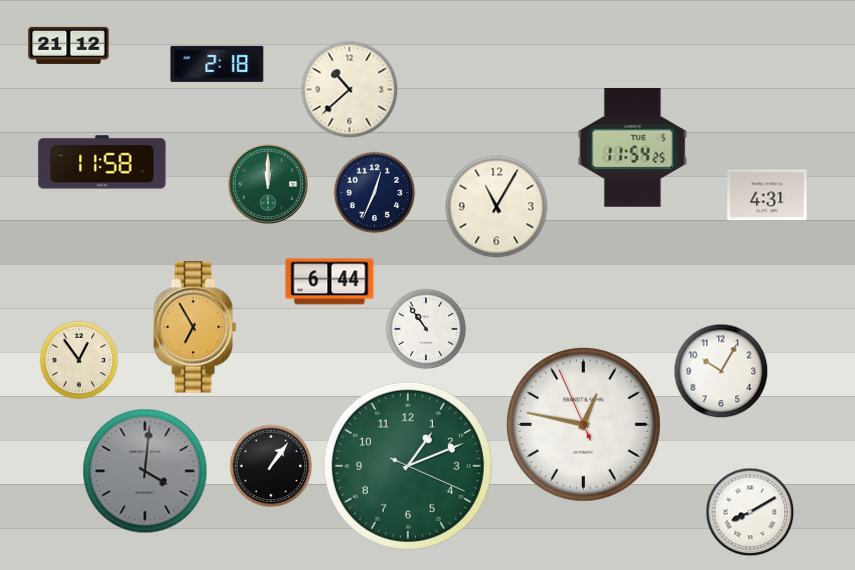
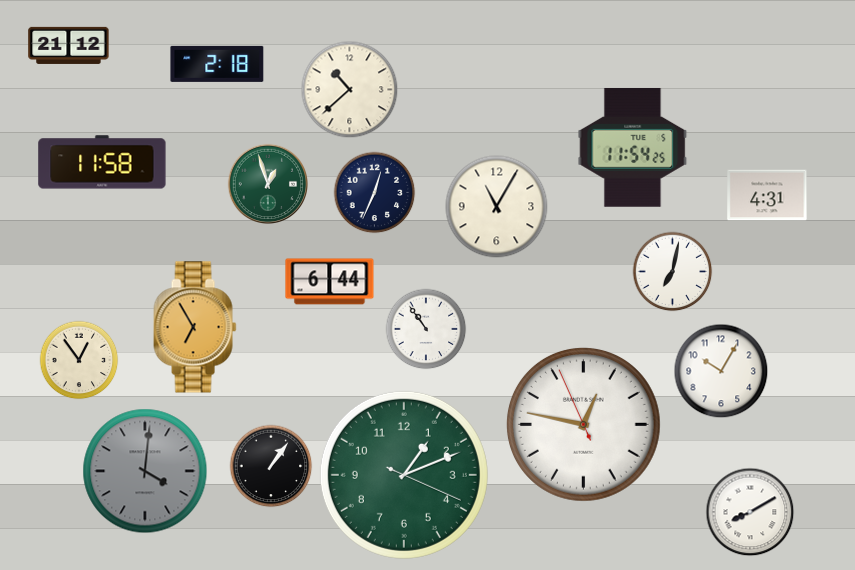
clock at (267, 183): 12:00 -> 12:57
clock at (672, 271): none -> 7:02
clock at (408, 466) position: (408, 466) -> (404, 475)
